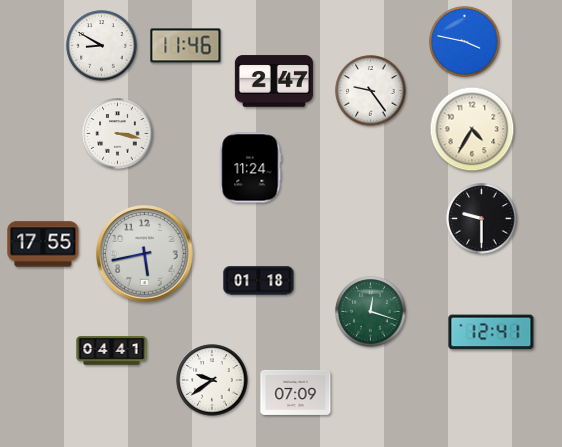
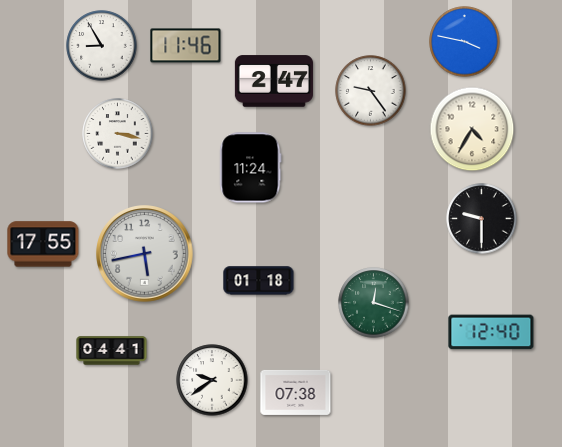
clock at (102, 46): 8:50 -> 8:55
clock at (371, 312) position: (371, 312) -> (374, 303)
clock at (491, 332): 12:41 -> 12:40
clock at (296, 392): 07:09 -> 07:38
